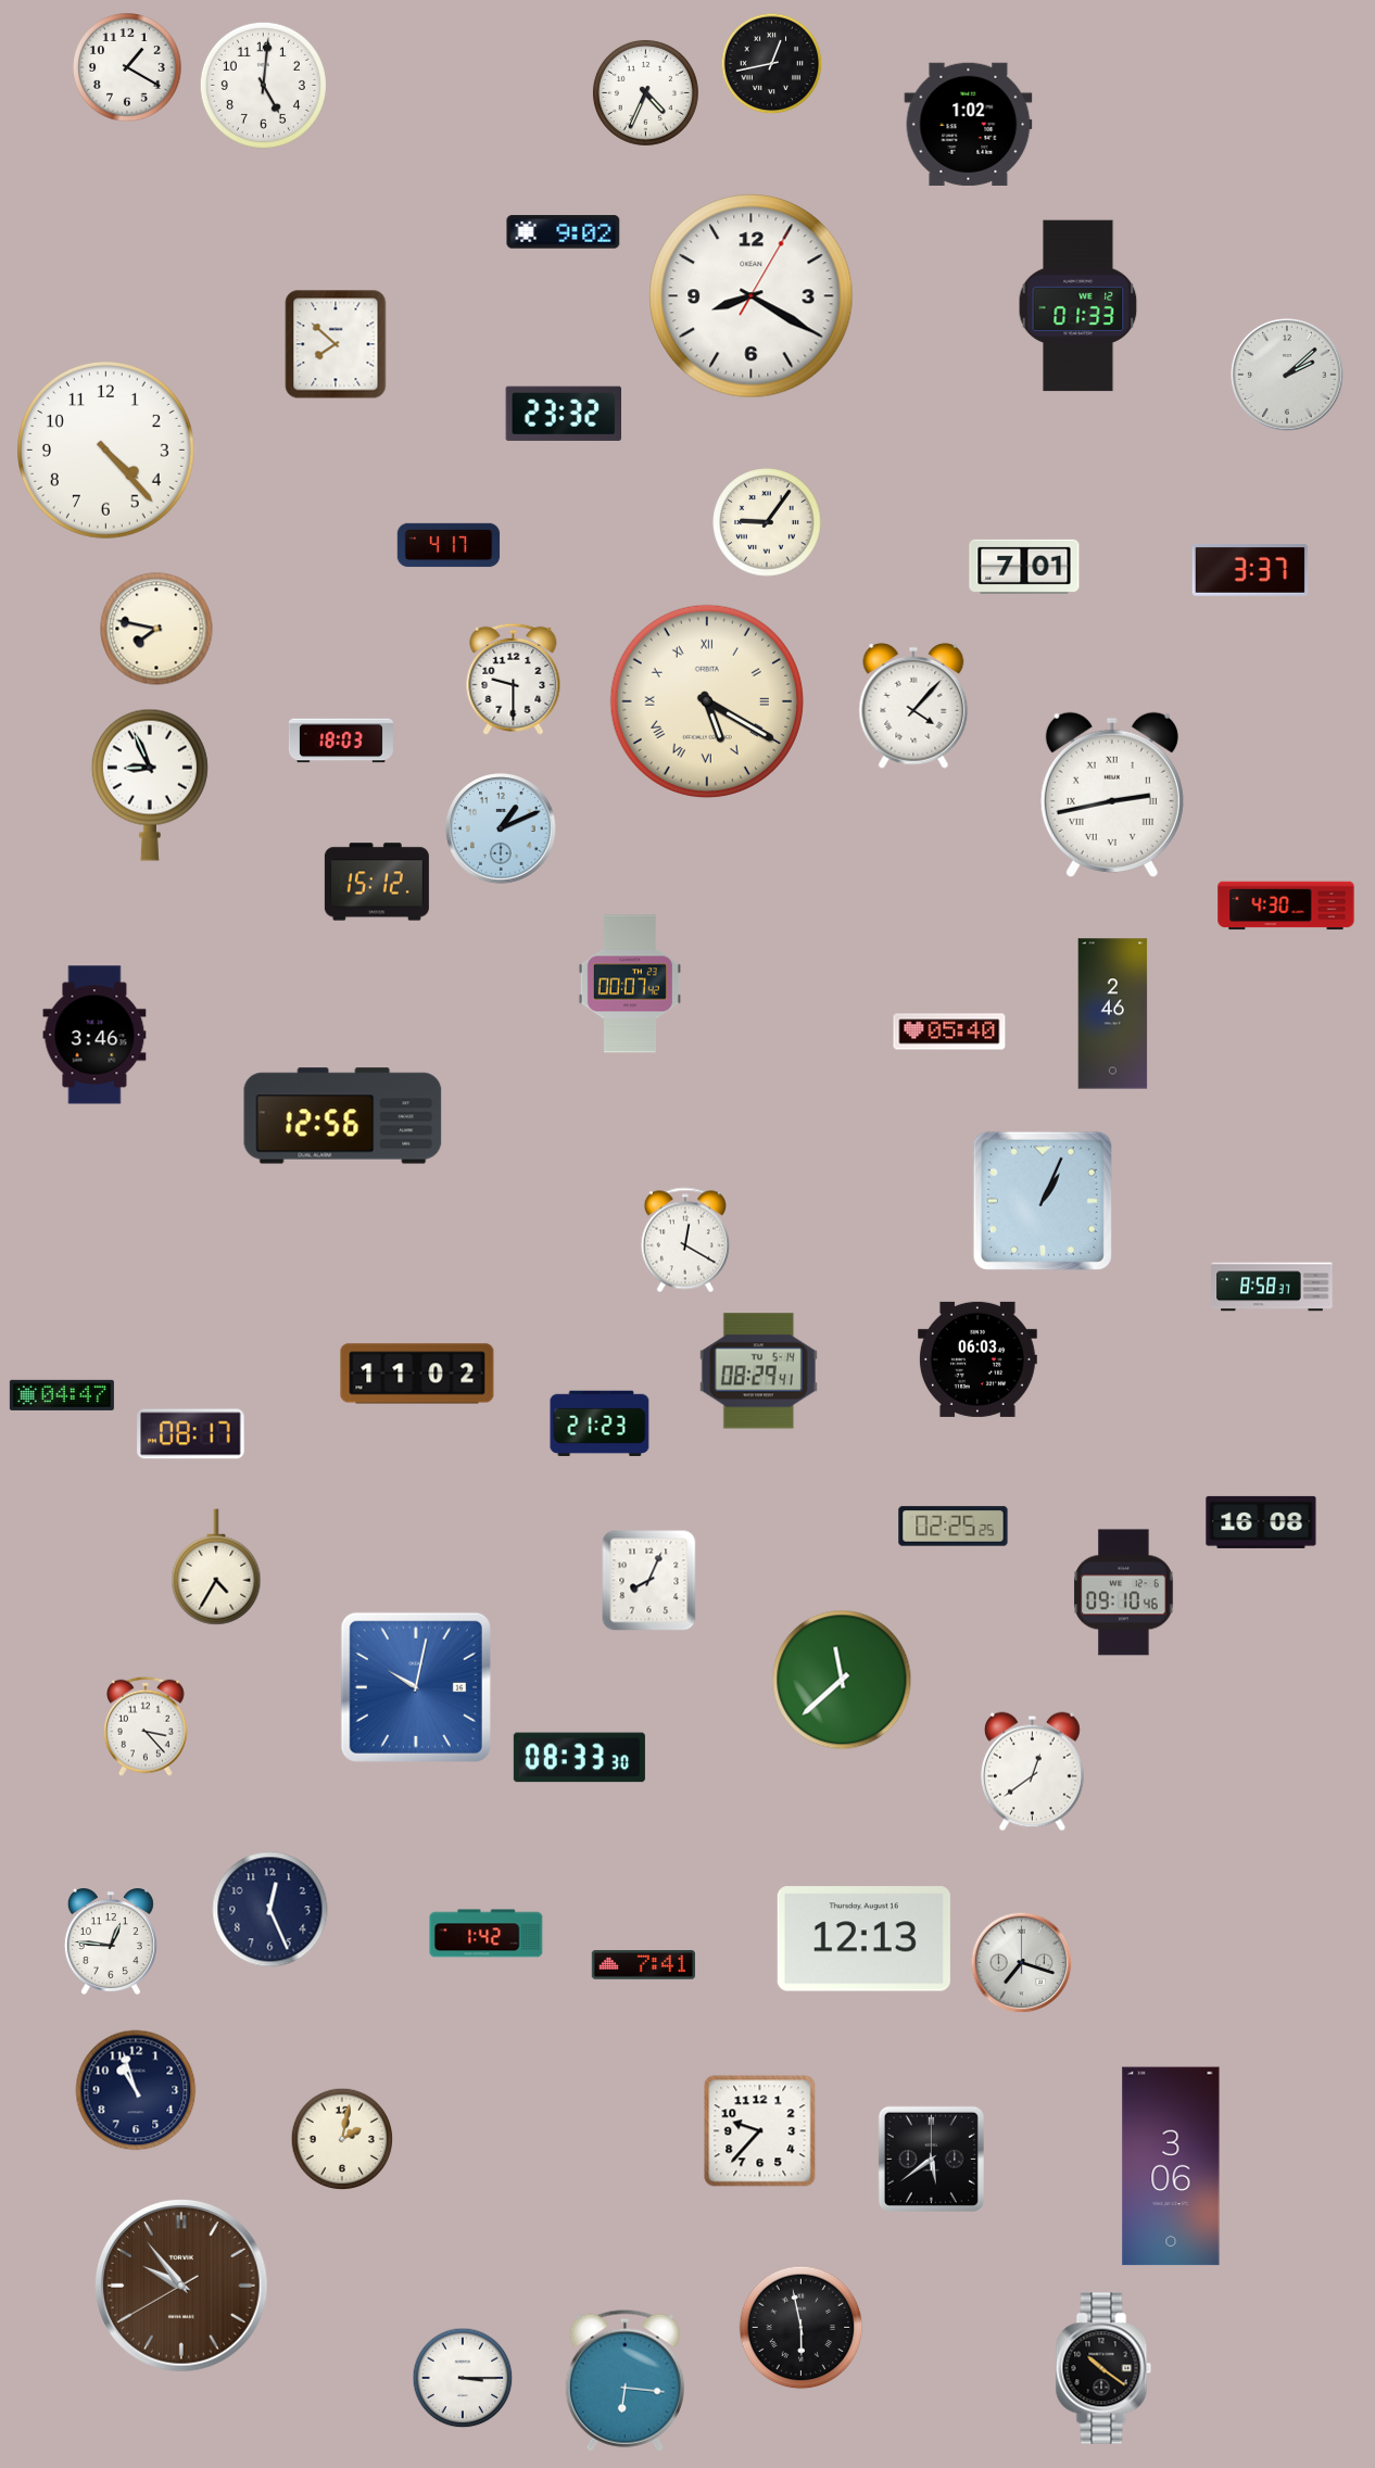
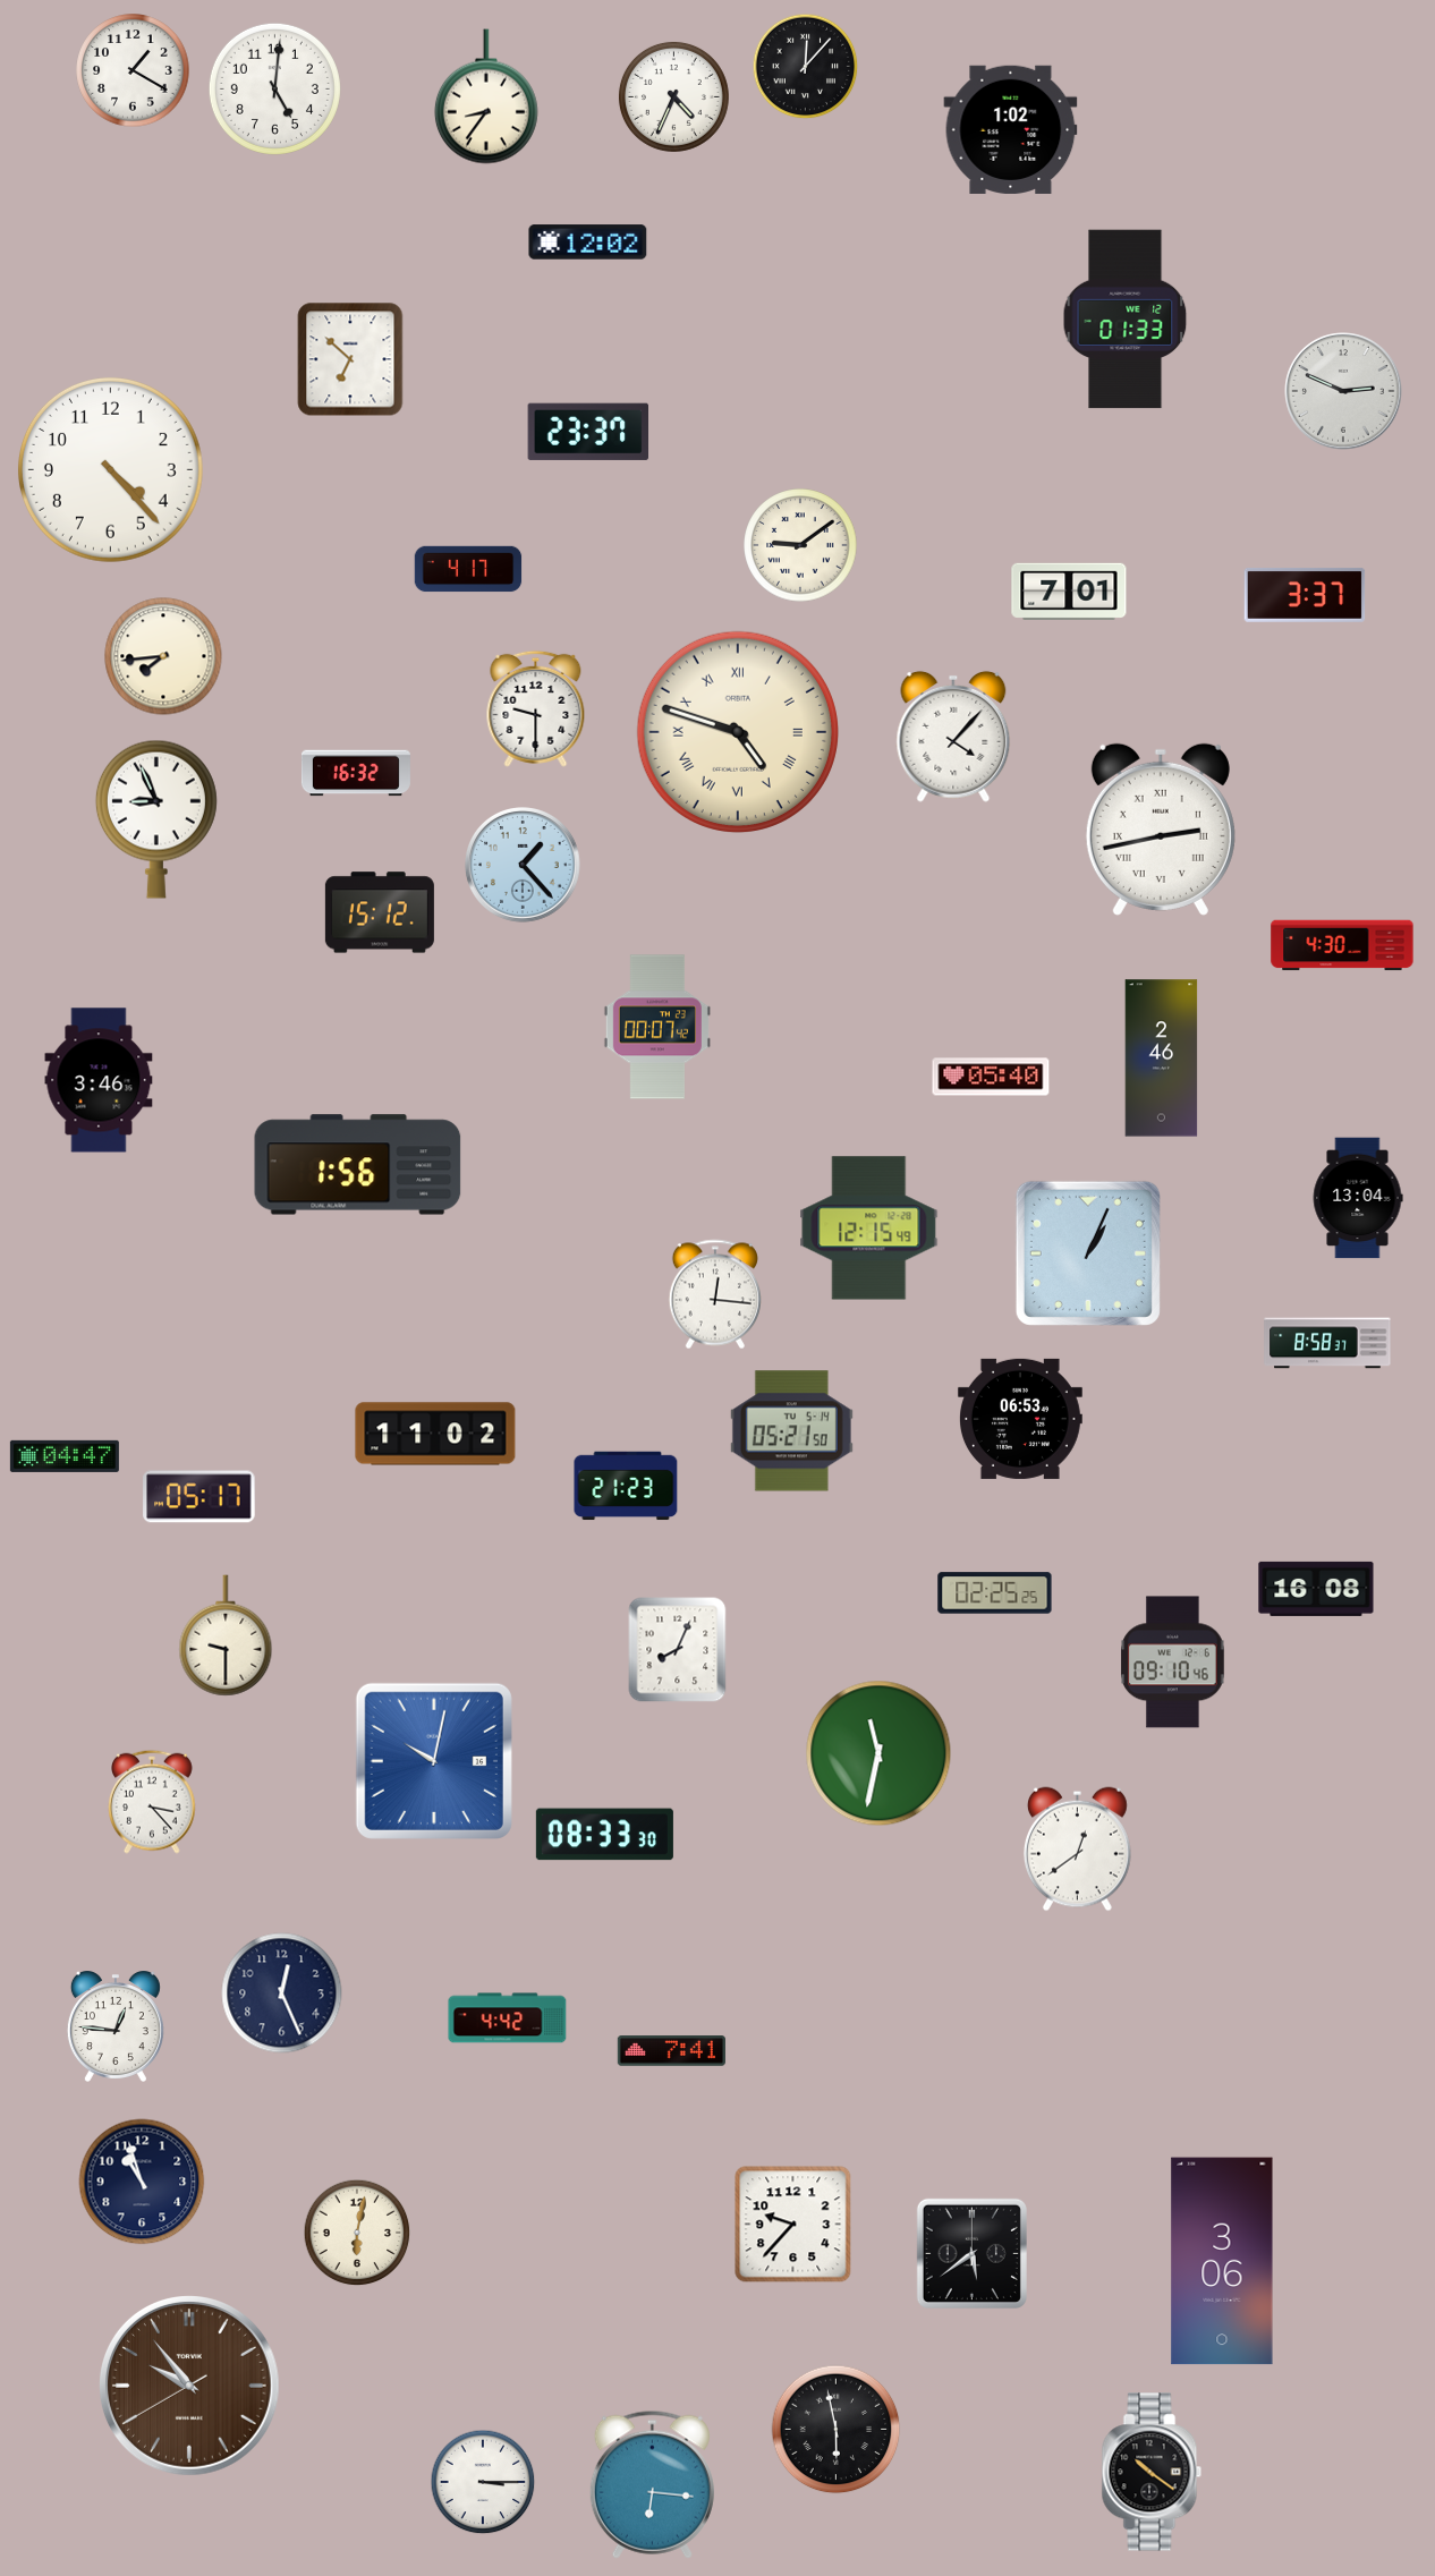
clock at (772, 64): 12:43 -> 12:07
clock at (486, 96): none -> 8:36
clock at (564, 232): 9:02 -> 12:02
clock at (752, 296): 8:20 -> none
clock at (336, 344): 7:52 -> 6:52
clock at (1287, 375): 2:08 -> 2:49
clock at (563, 414): 23:32 -> 23:37
clock at (767, 522): 9:06 -> 9:09
clock at (156, 629): 7:47 -> 7:44
clock at (707, 701): 5:20 -> 4:48
clock at (341, 741): 18:03 -> 16:32
clock at (502, 830): 1:11 -> 1:23
clock at (377, 882) position: (377, 882) -> (380, 912)
clock at (343, 1116): 12:56 -> 1:56
clock at (1358, 1198): none -> 13:04
clock at (869, 1229): none -> 12:15
clock at (685, 1240): 12:20 -> 12:16
clock at (977, 1359): 06:03 -> 06:53
clock at (758, 1371): 08:29 -> 05:21
clock at (191, 1434): 08:17 -> 05:17
clock at (216, 1567): 4:35 -> 9:30
clock at (842, 1680): 11:38 -> 11:32
clock at (487, 1934): 1:42 -> 4:42
clock at (863, 1939): 12:13 -> none
clock at (1022, 1963): 7:18 -> none
clock at (342, 2139): 2:02 -> 6:02
